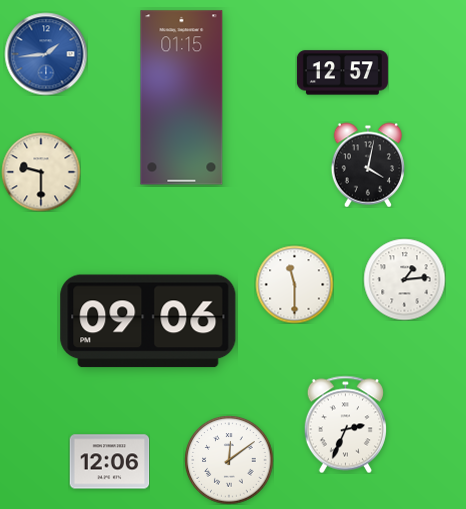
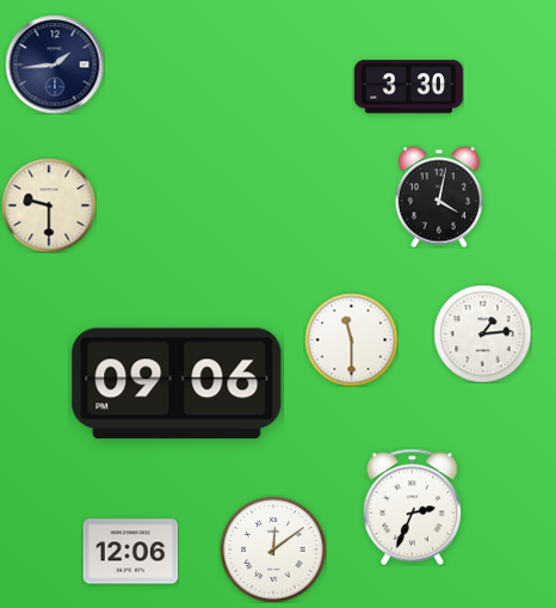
clock at (46, 54) dial: blue -> navy
clock at (342, 73): 12:57 -> 3:30
clock at (182, 98): 01:15 -> none
